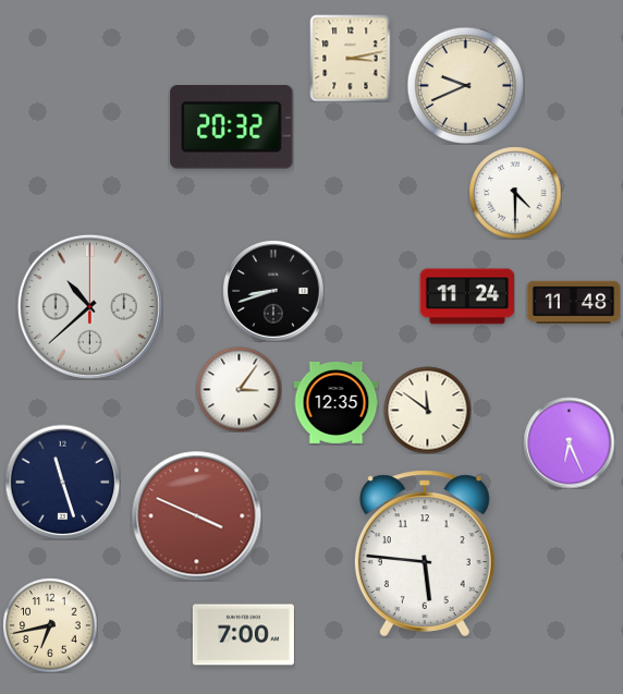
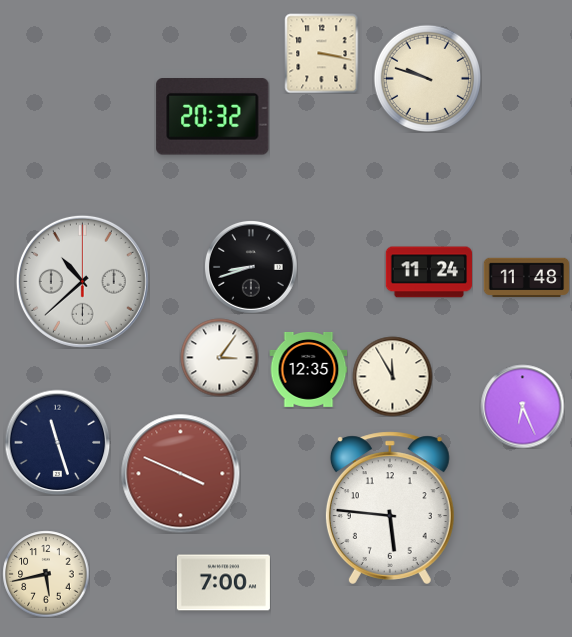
clock at (351, 58): 3:13 -> 3:17
clock at (465, 85): 9:41 -> 9:48
clock at (515, 193): 4:30 -> none
clock at (427, 410): 11:51 -> 11:55
clock at (50, 625): 6:43 -> 5:43
